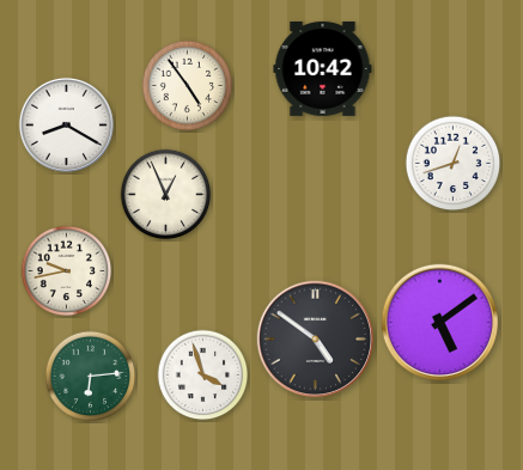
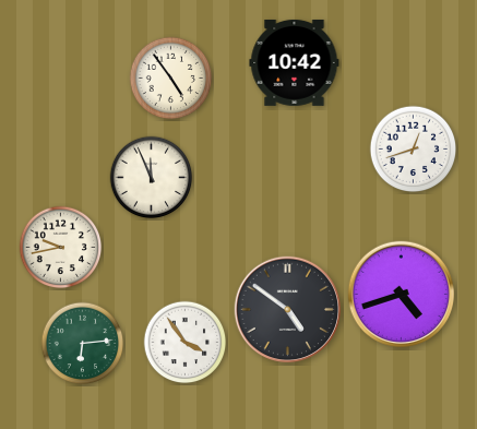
clock at (66, 124): 8:20 -> none
clock at (166, 195): 12:56 -> 11:56
clock at (439, 322): 5:09 -> 4:42
clock at (203, 376): 3:57 -> 3:54
